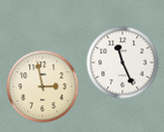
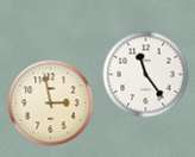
clock at (123, 63): 11:26 -> 11:24
